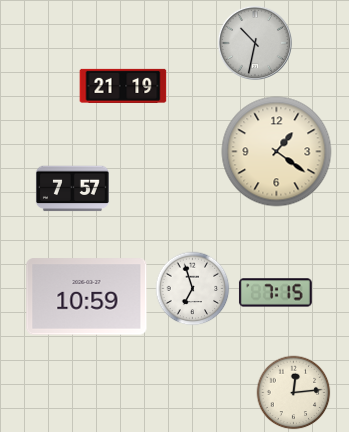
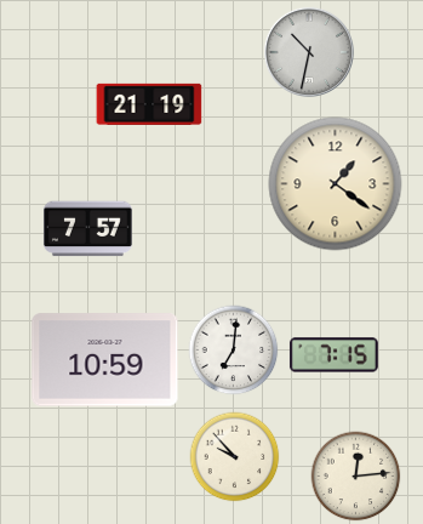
clock at (193, 289): 6:57 -> 7:01
clock at (235, 457): none -> 9:53
